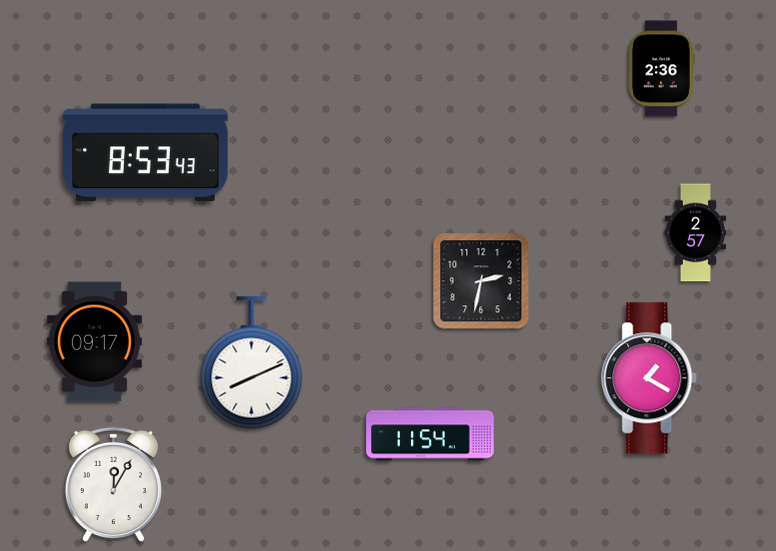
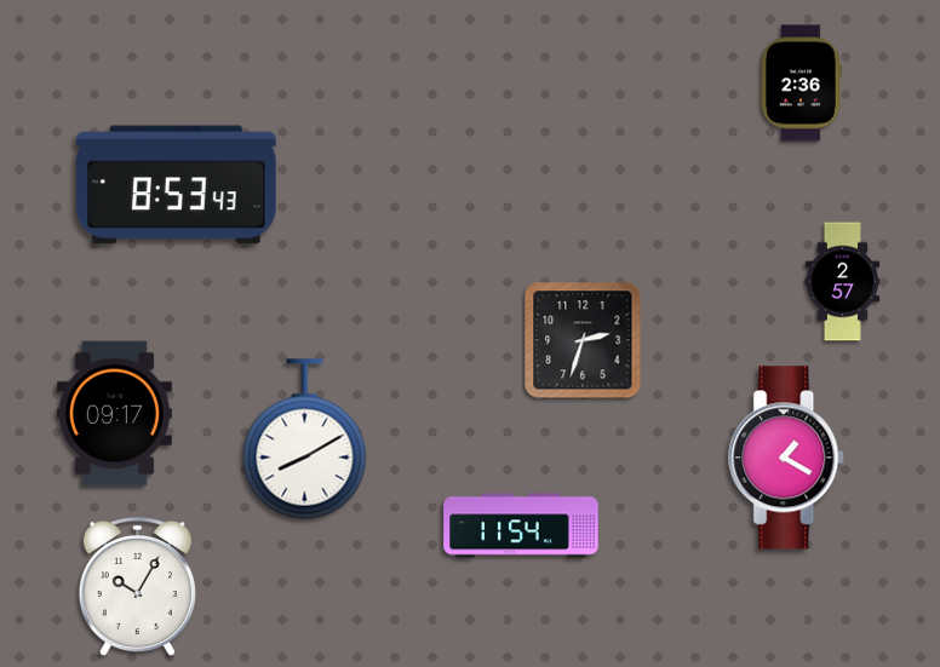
clock at (481, 281): 2:32 -> 2:33
clock at (252, 363): 8:11 -> 8:10
clock at (113, 485): 12:05 -> 10:05
